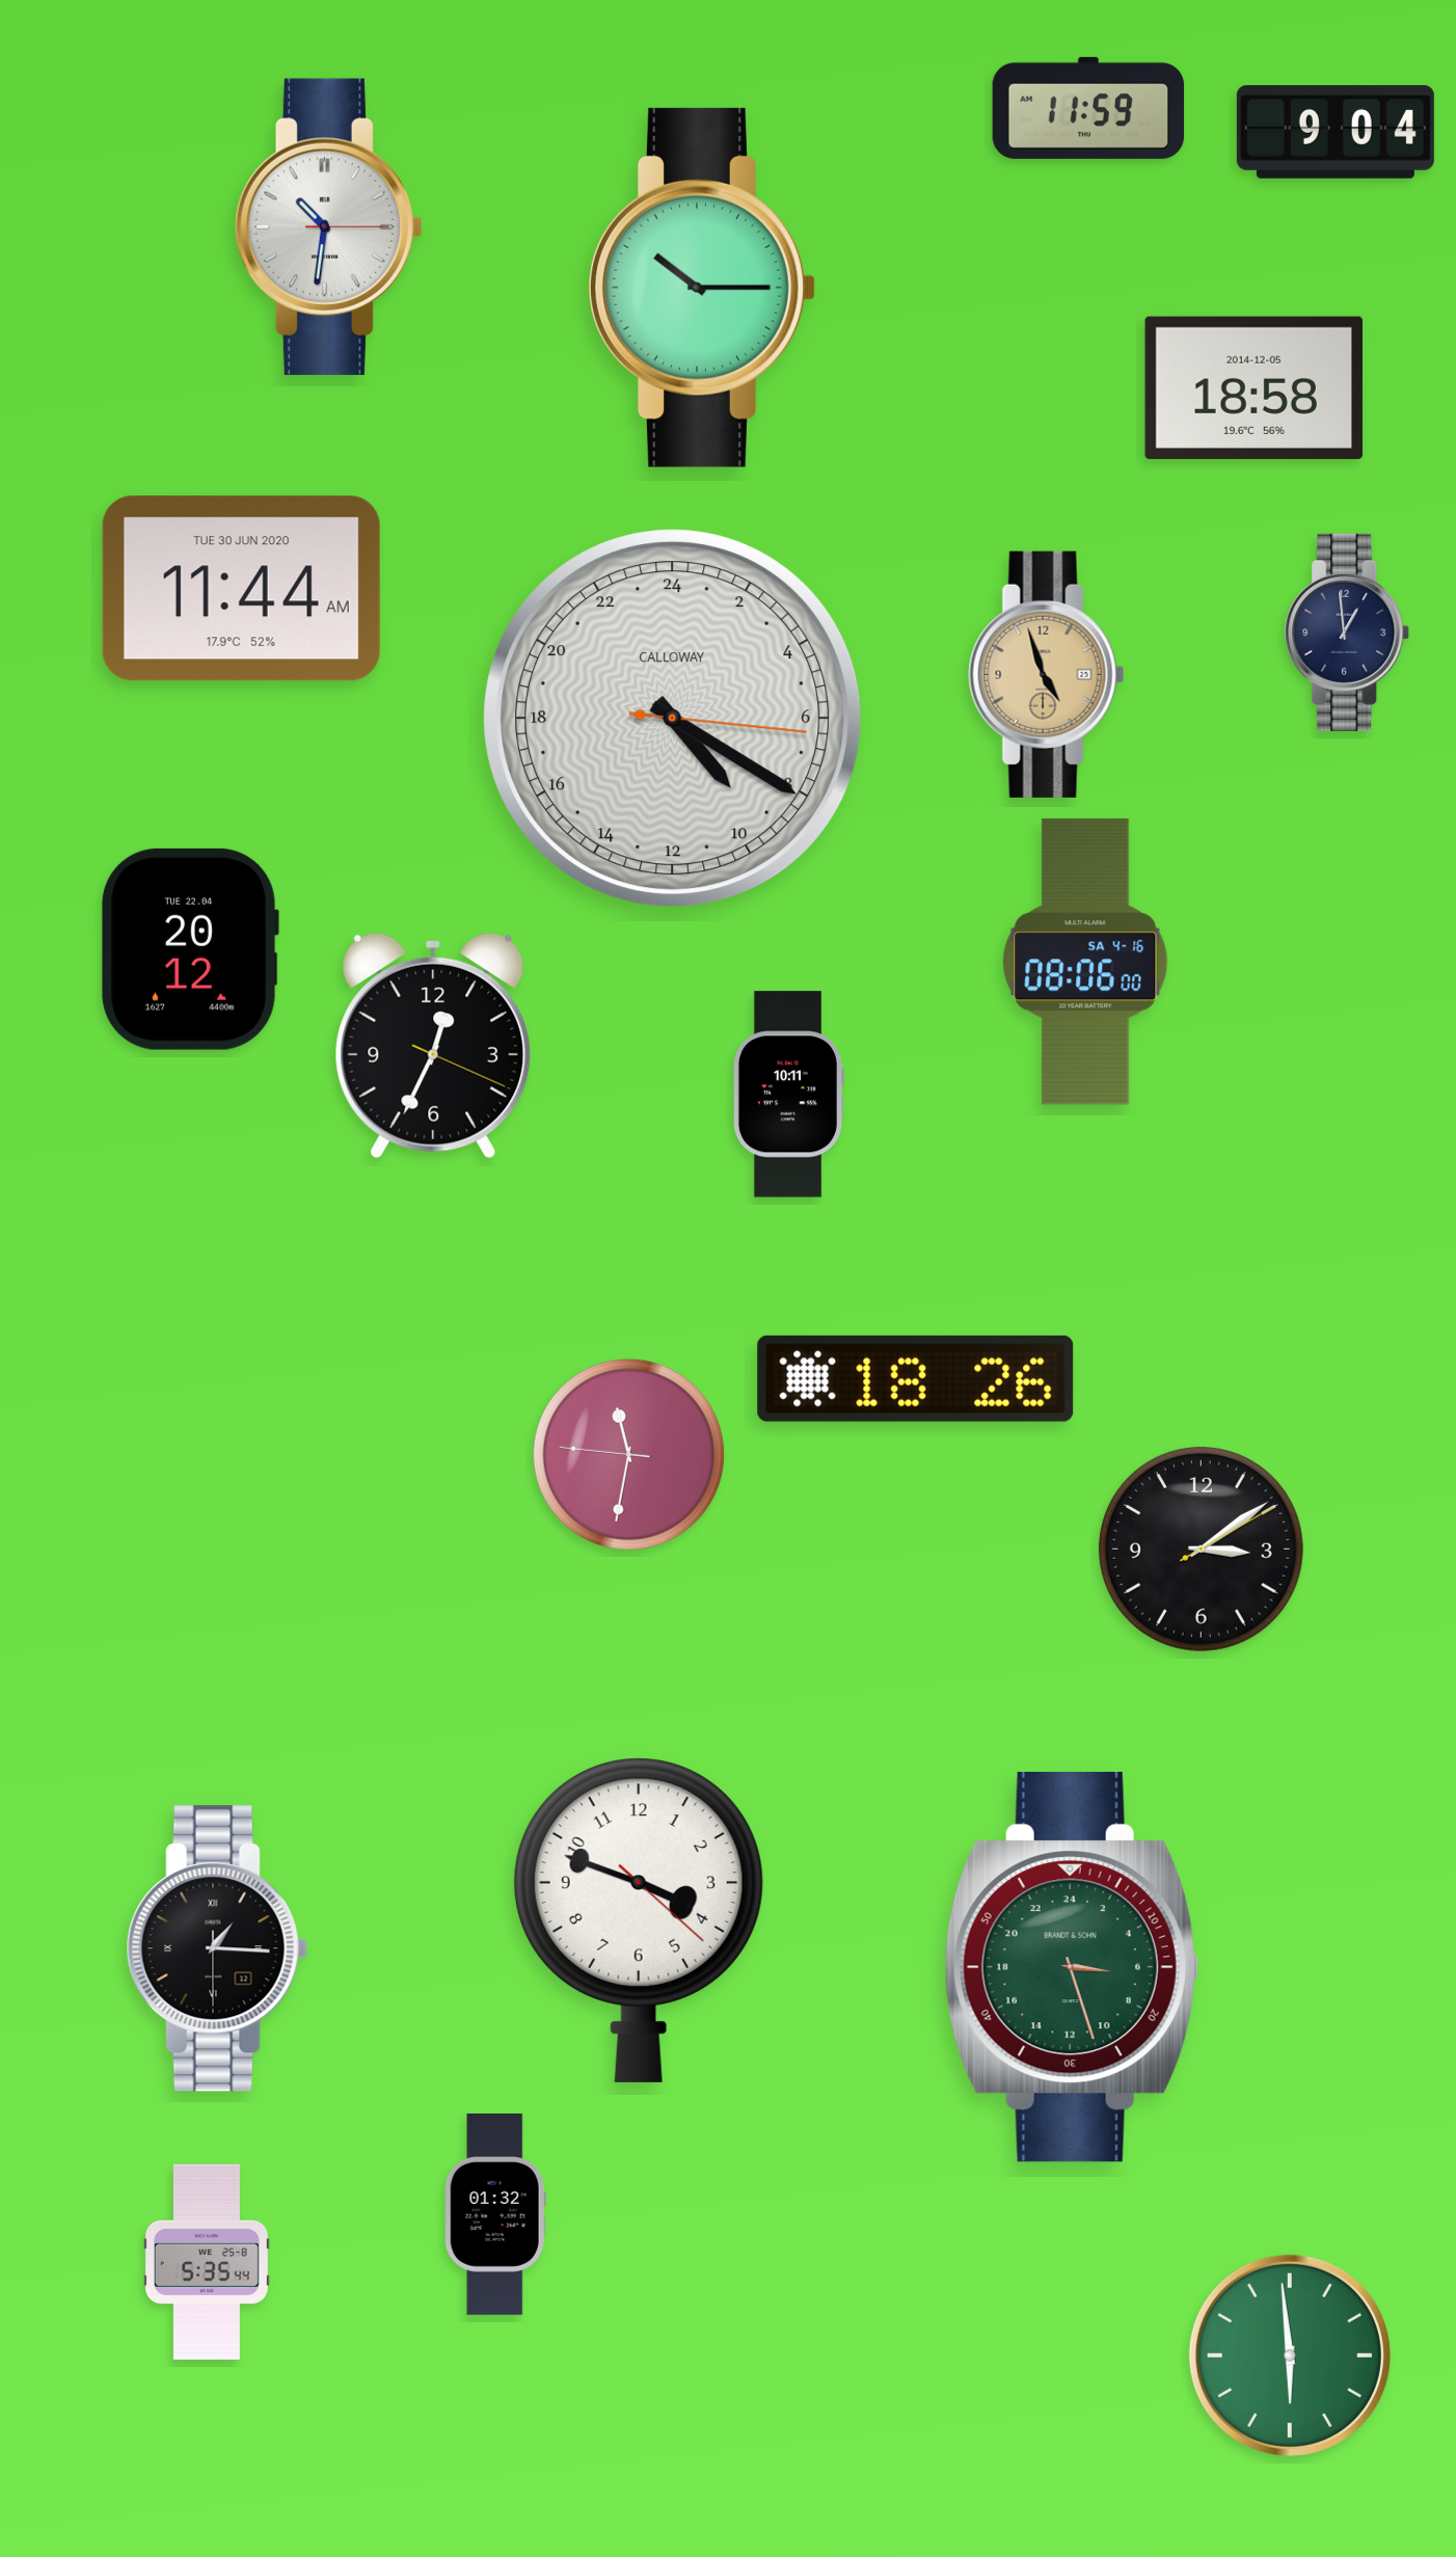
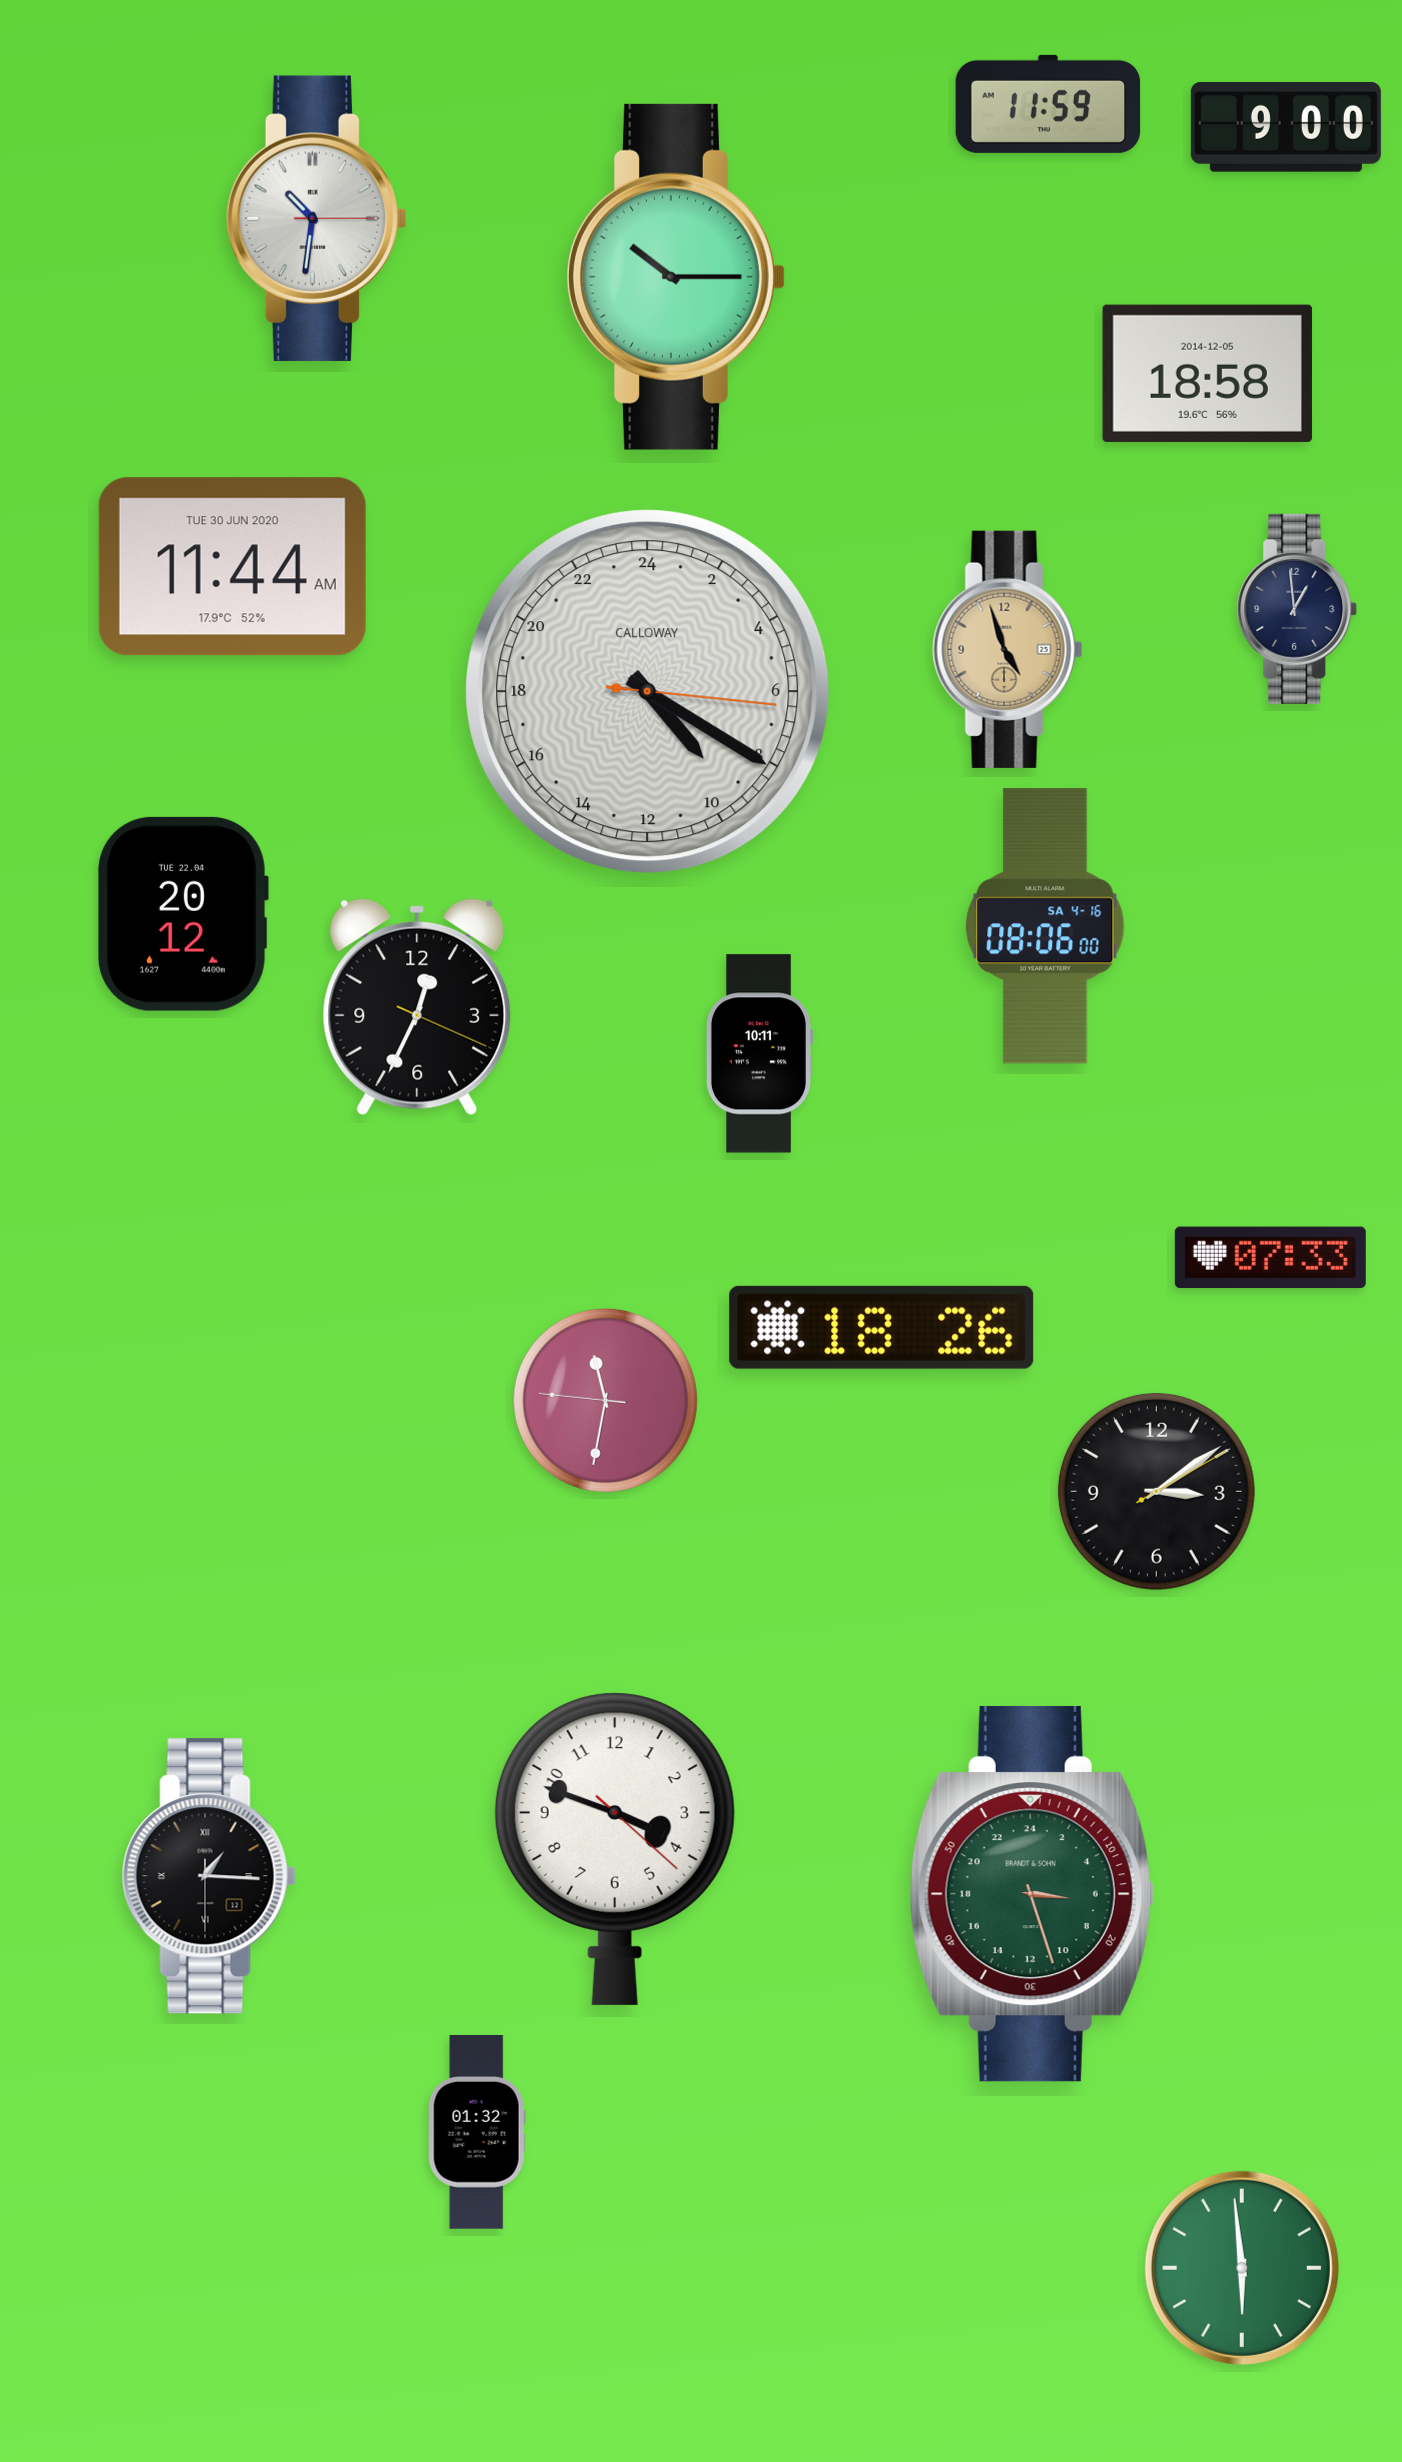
clock at (1336, 133): 9:04 -> 9:00
clock at (1270, 1258): none -> 07:33
clock at (207, 2262): 5:35 -> none
